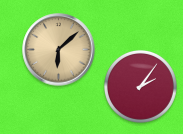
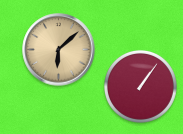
clock at (140, 86): 2:06 -> 1:06
